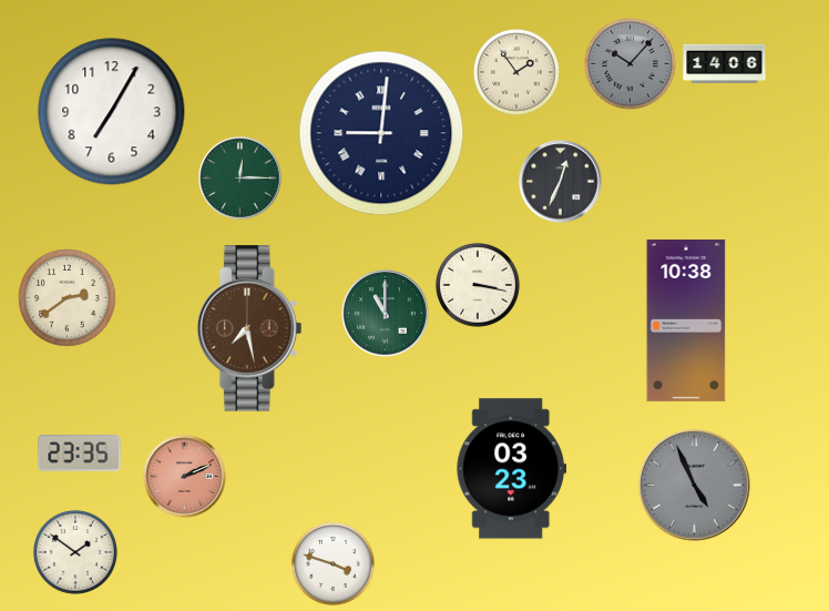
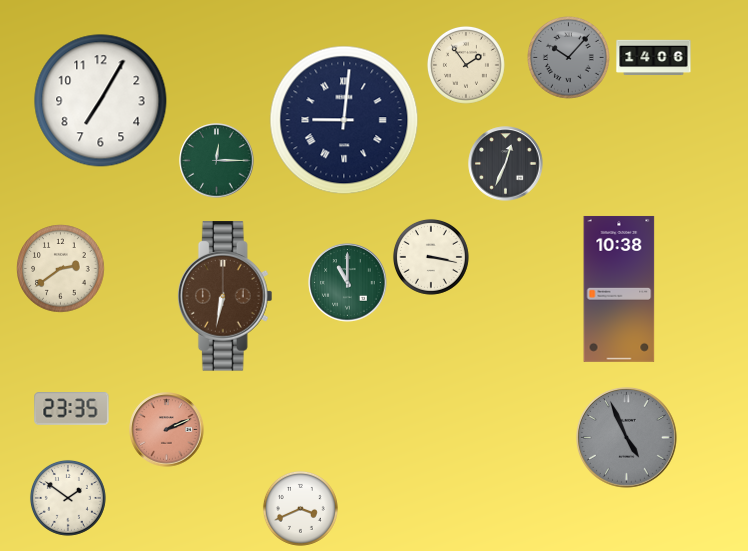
clock at (249, 328): 7:28 -> 6:32
clock at (512, 469): 03:23 -> none
clock at (332, 563): 3:48 -> 3:41
